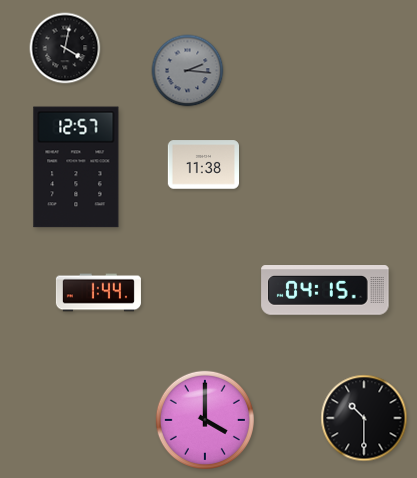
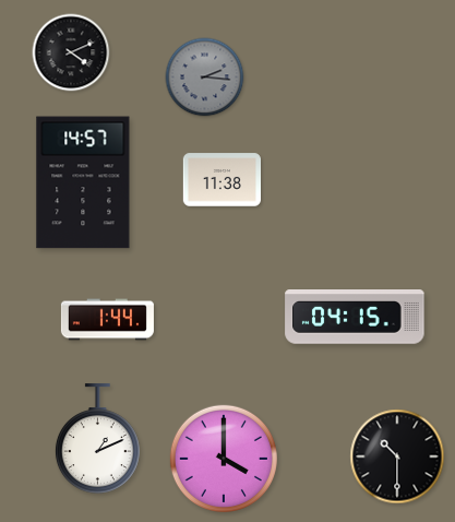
clock at (65, 48): 4:02 -> 4:11
clock at (76, 167): 12:57 -> 14:57
clock at (97, 438): none -> 1:11
